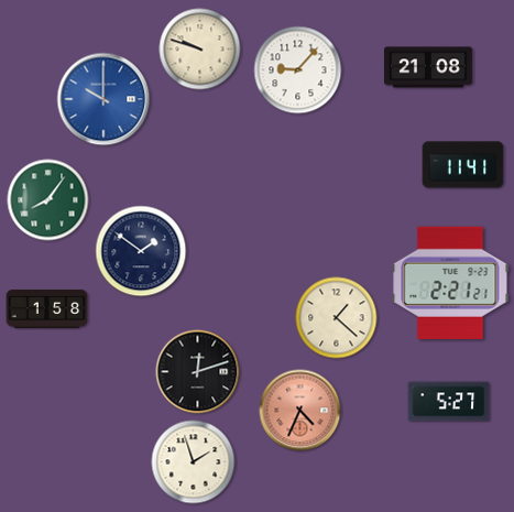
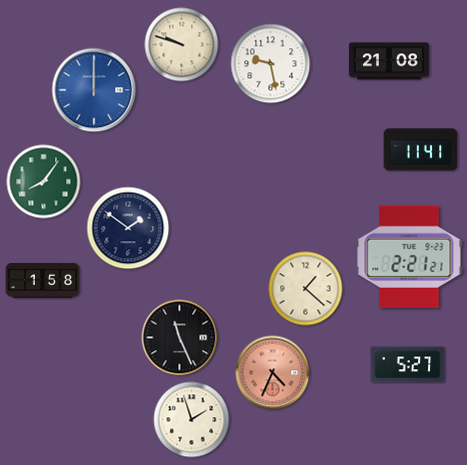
clock at (298, 70): 9:07 -> 9:28
clock at (103, 99): 10:00 -> 12:00
clock at (198, 372): 12:12 -> 11:26
clock at (194, 462) position: (194, 462) -> (192, 420)
